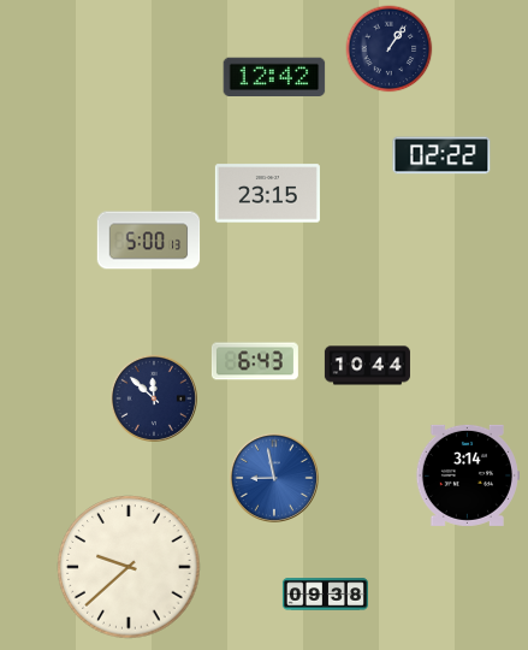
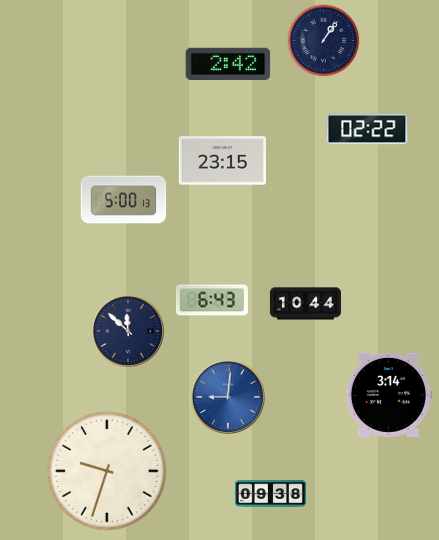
clock at (274, 77): 12:42 -> 2:42
clock at (274, 478): 8:58 -> 9:01
clock at (129, 567): 9:38 -> 9:33
